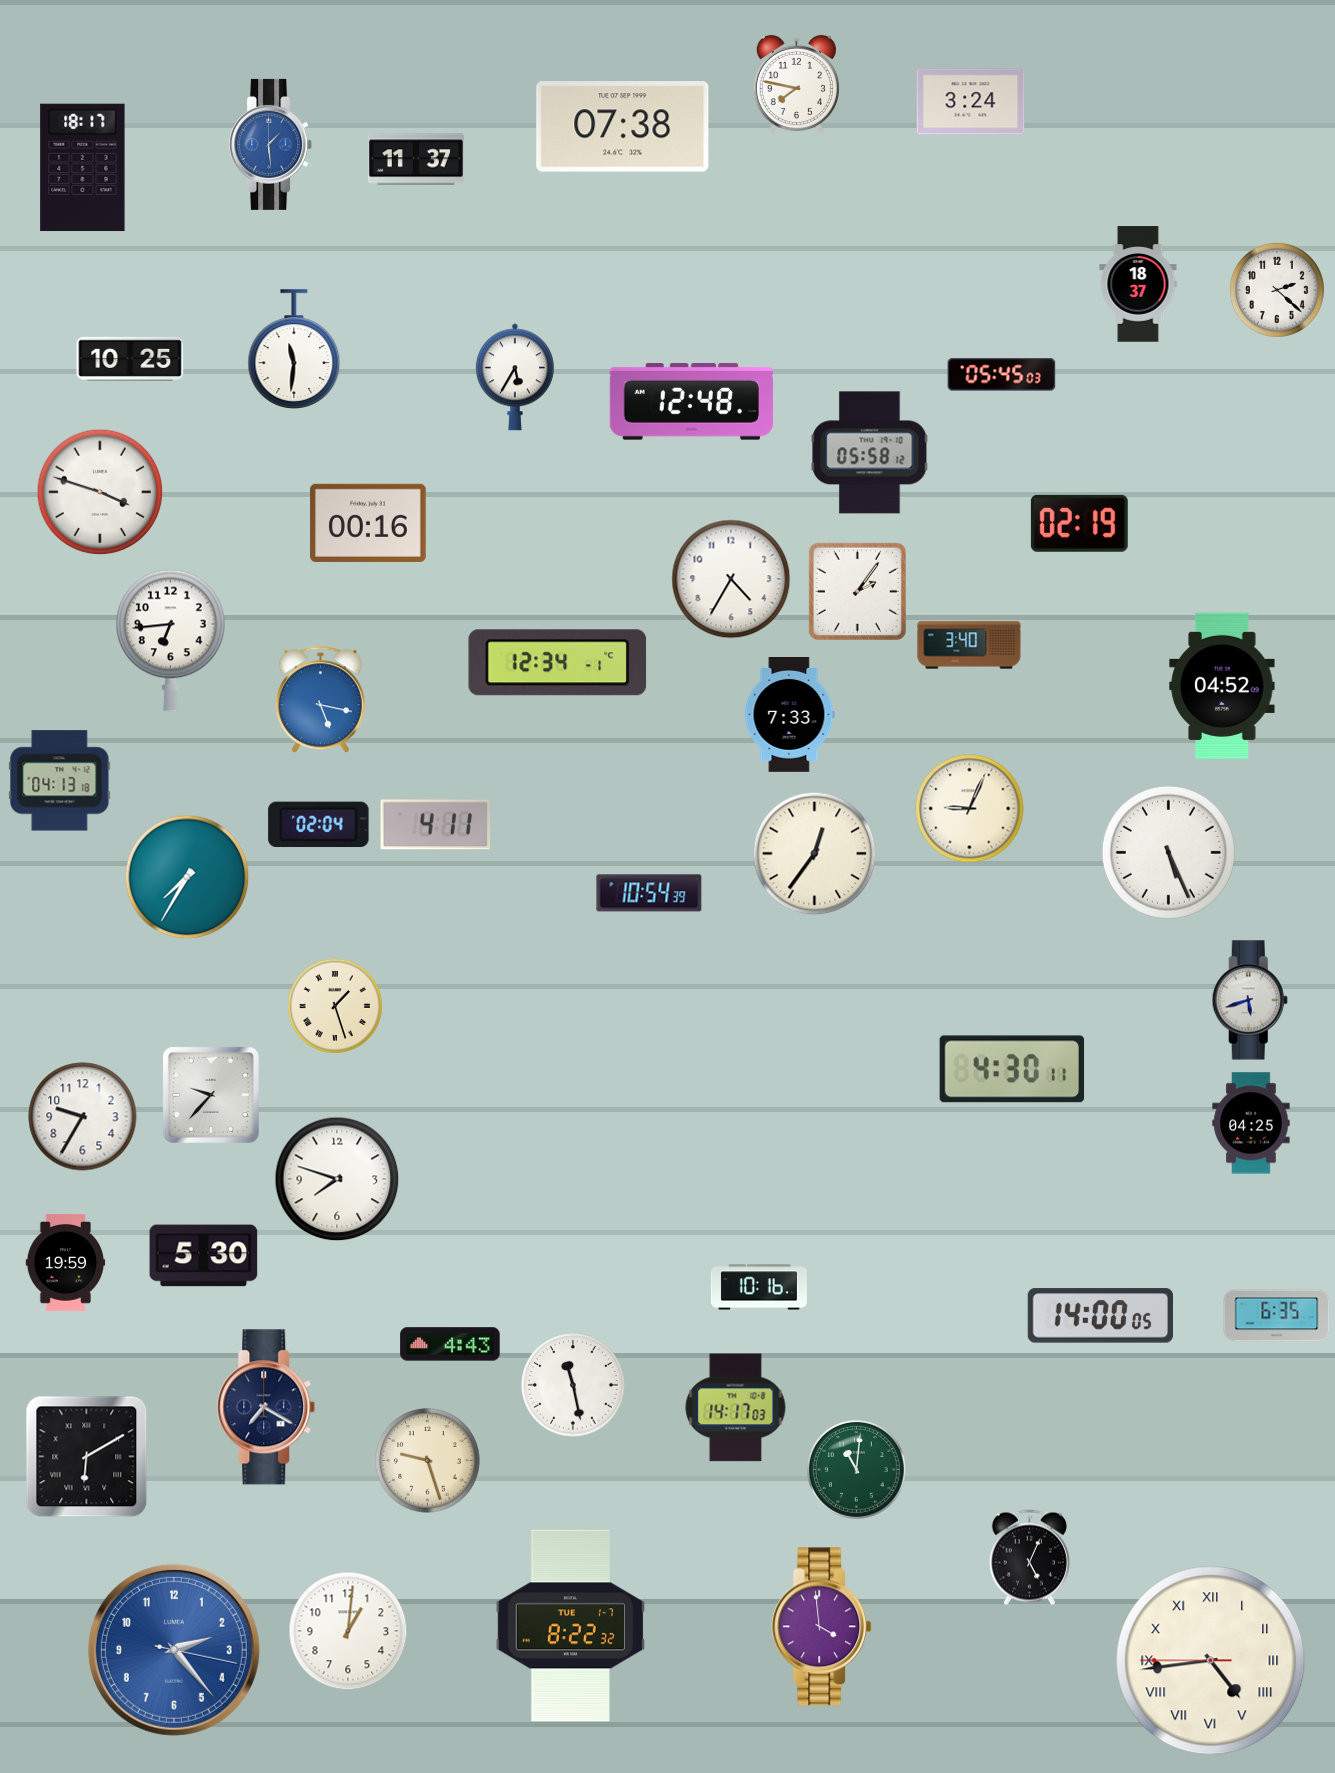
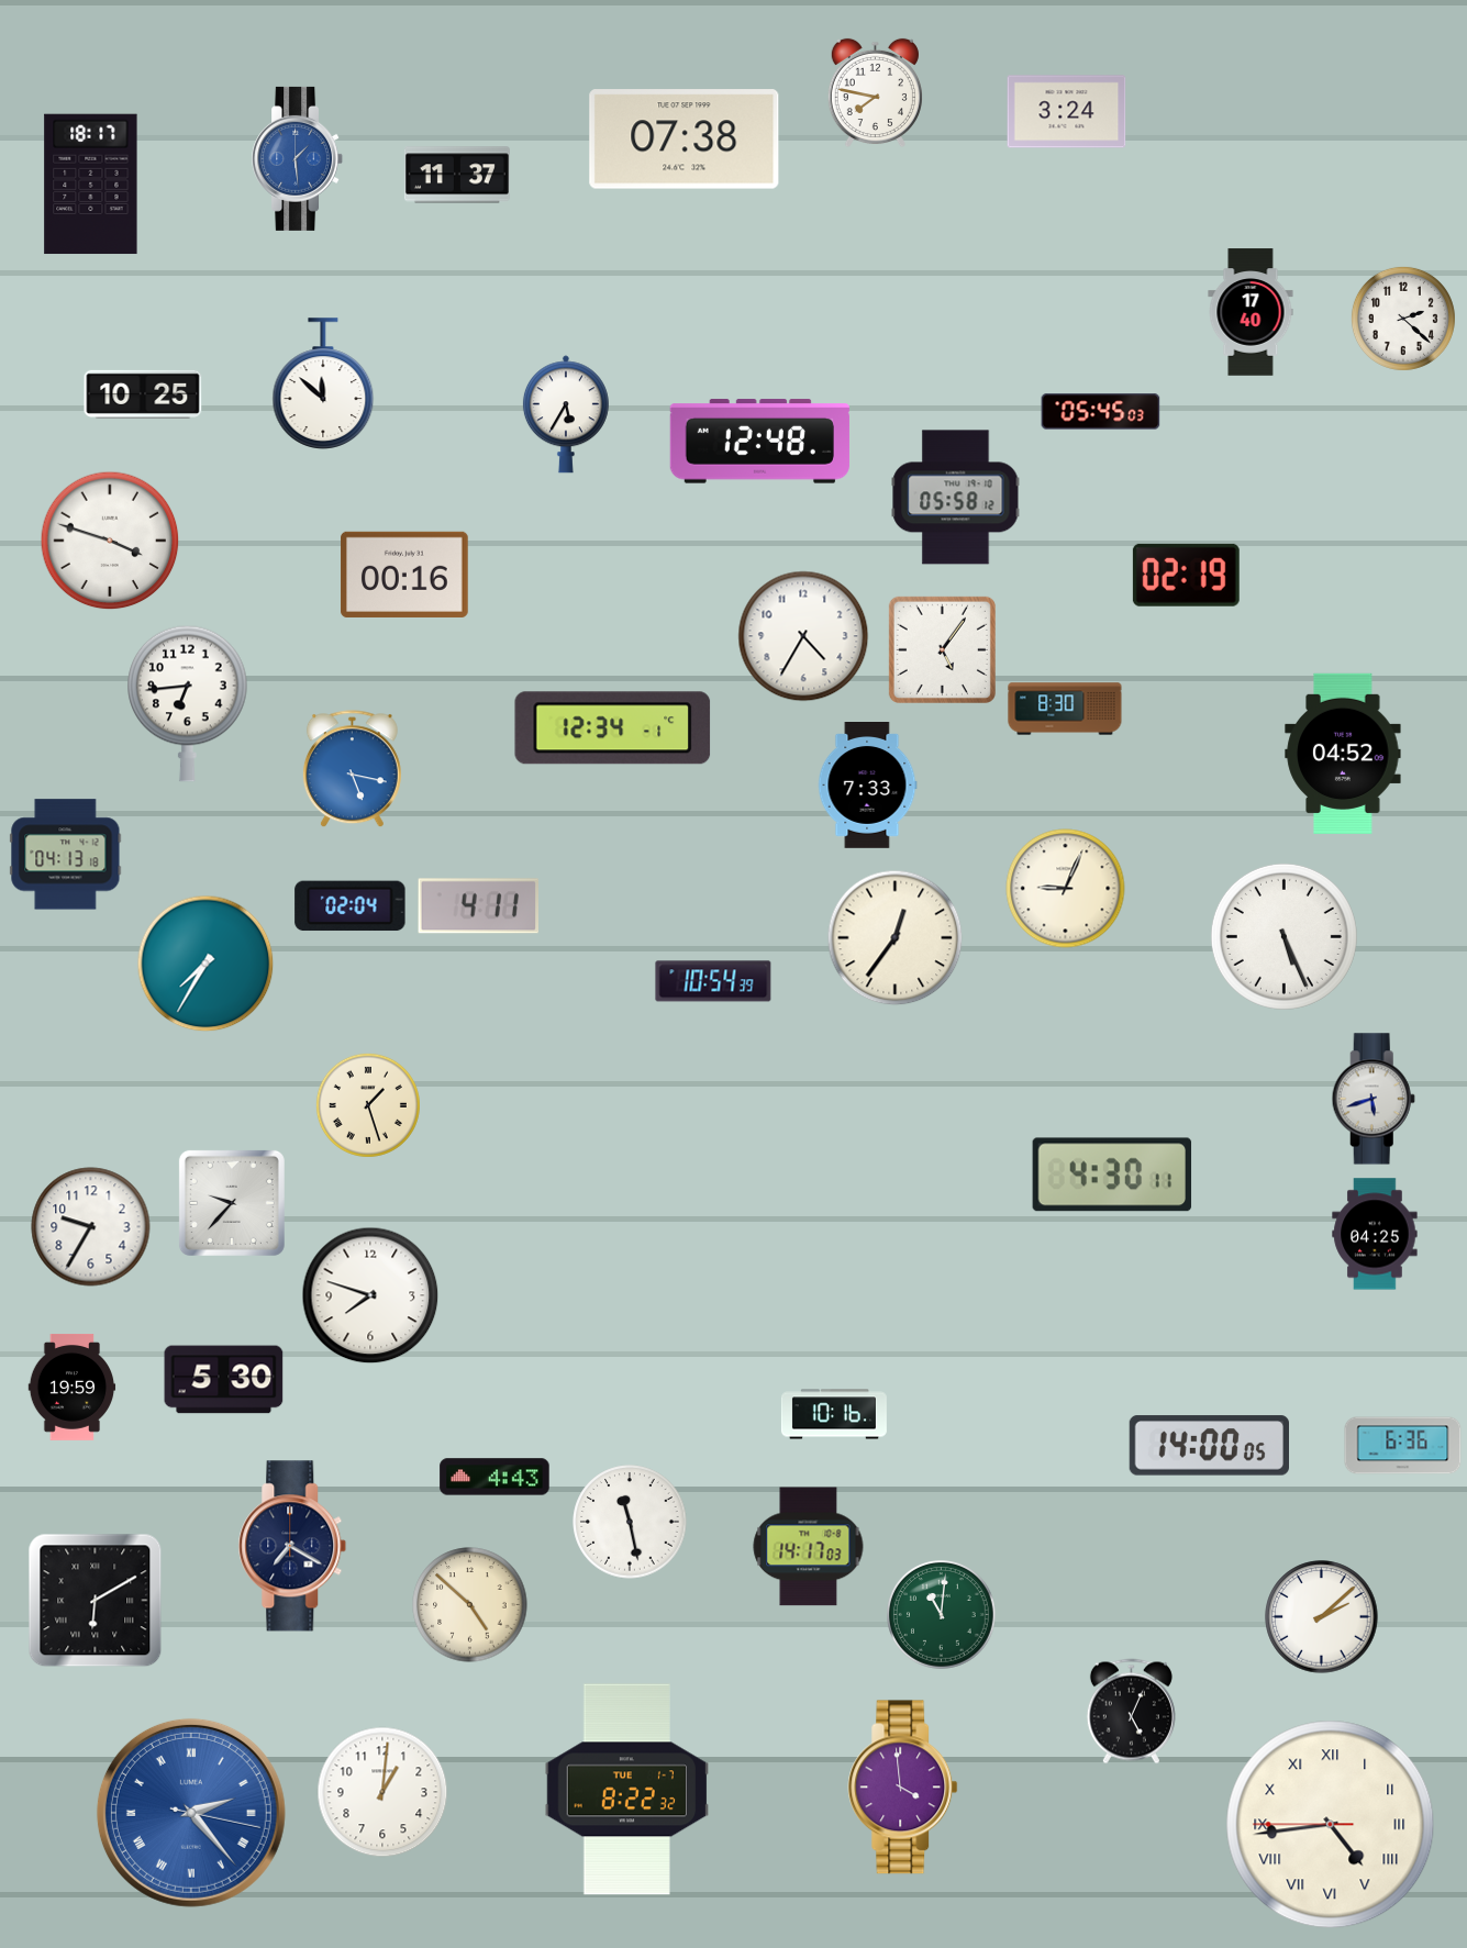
clock at (1138, 284): 18:37 -> 17:40
clock at (294, 349): 11:31 -> 11:52
clock at (857, 591): 2:06 -> 5:06
clock at (969, 645): 3:40 -> 8:30
clock at (60, 781) position: (60, 781) -> (66, 855)
clock at (1277, 1316): 6:35 -> 6:36
clock at (428, 1461): 9:27 -> 4:52
clock at (1322, 1617): none -> 2:08
clock at (571, 1626) position: (571, 1626) -> (627, 1790)
clock at (174, 1650) numerals: Arabic -> Roman
